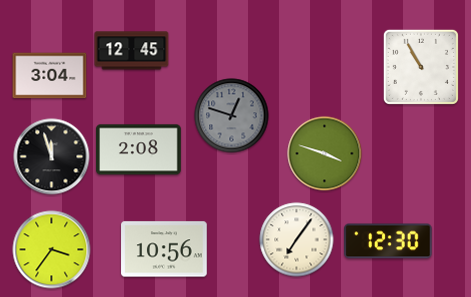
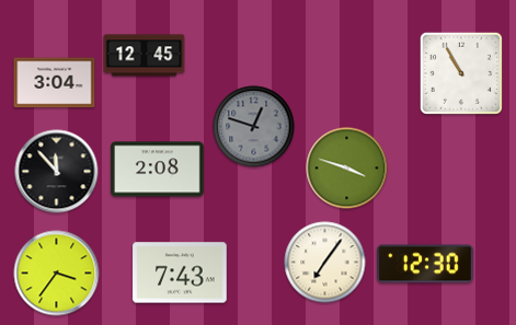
clock at (139, 150) position: (139, 150) -> (158, 170)
clock at (325, 154) position: (325, 154) -> (347, 169)
clock at (52, 157): 11:57 -> 11:53
clock at (164, 249): 10:56 -> 7:43
